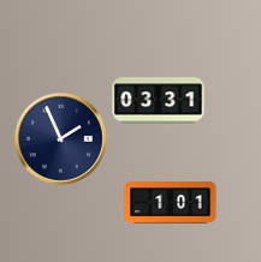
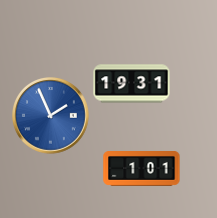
clock at (159, 101): 03:31 -> 19:31
clock at (61, 139) dial: navy -> blue
